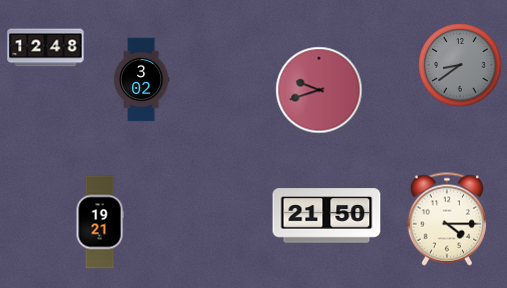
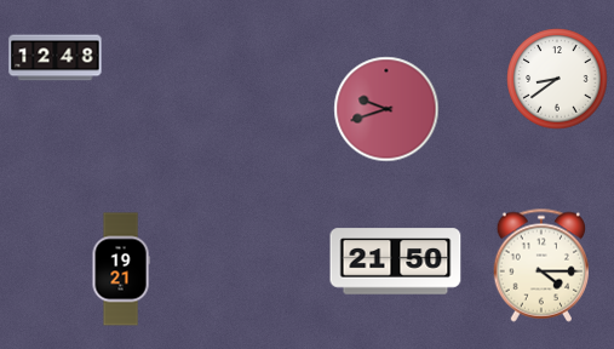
clock at (460, 65) dial: grey -> white
clock at (141, 80): 3:02 -> none
